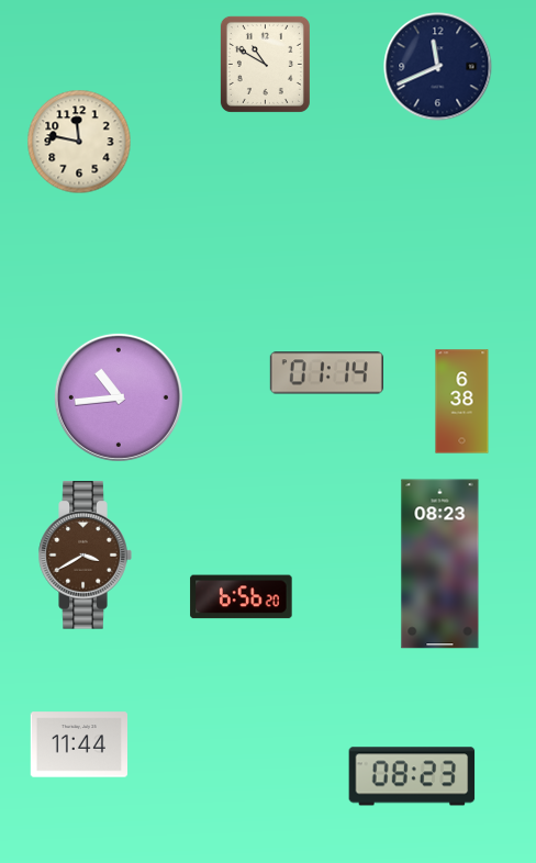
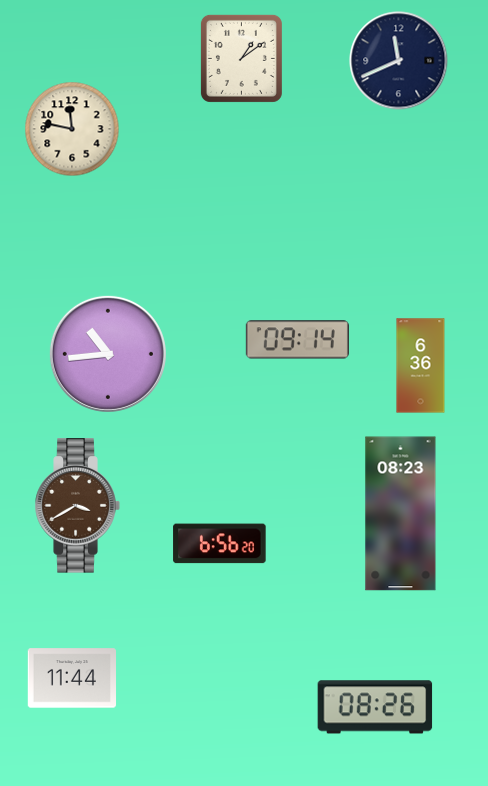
clock at (265, 64): 10:50 -> 1:09
clock at (326, 373): 01:14 -> 09:14
clock at (119, 397) position: (119, 397) -> (108, 354)
clock at (462, 402): 6:38 -> 6:36
clock at (412, 776): 08:23 -> 08:26
